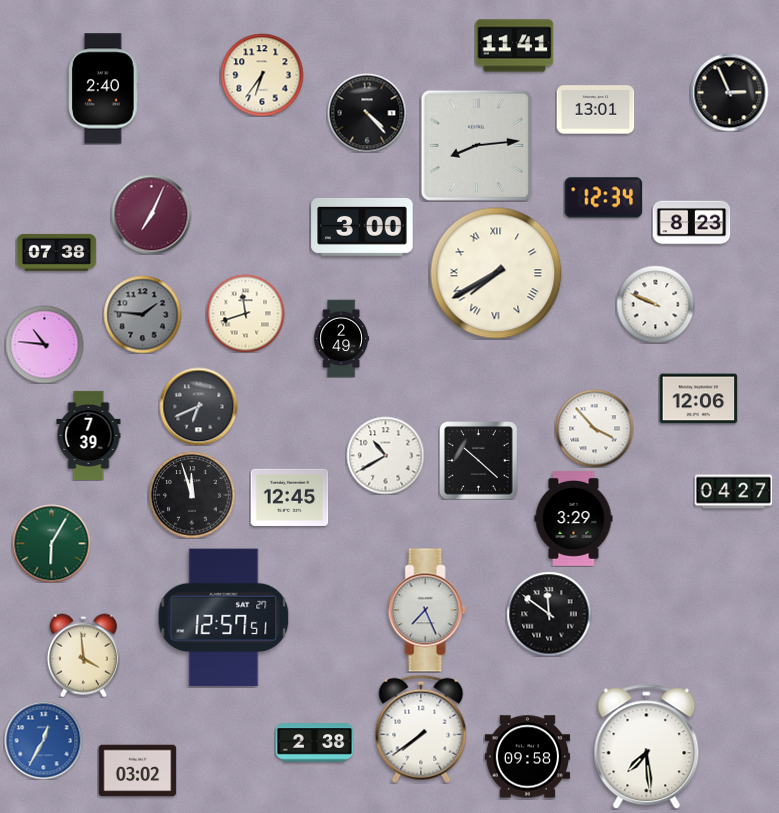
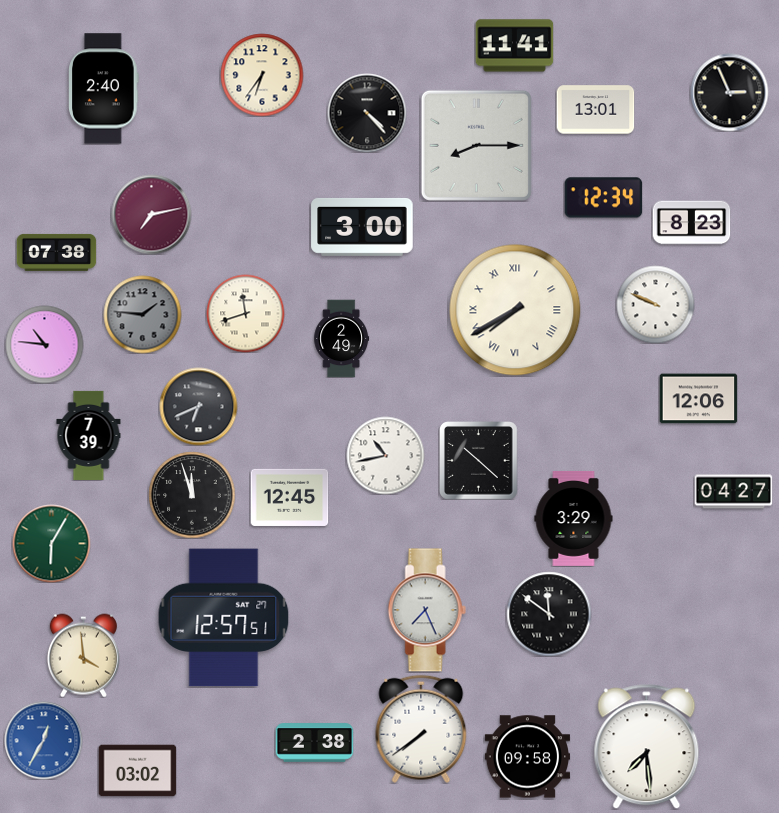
clock at (476, 145): 8:14 -> 8:15
clock at (151, 214): 7:04 -> 7:13
clock at (496, 273) position: (496, 273) -> (515, 310)
clock at (594, 428): 3:53 -> none
clock at (385, 455): 10:40 -> 10:43
